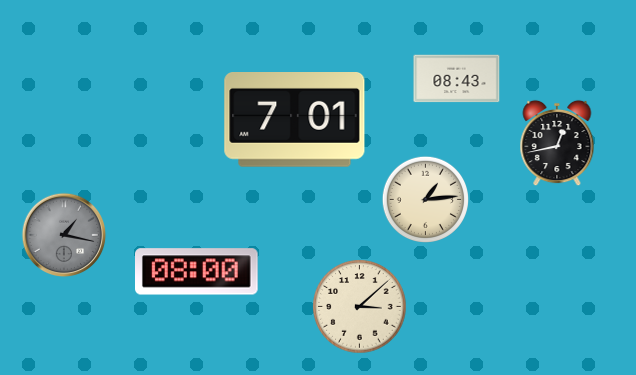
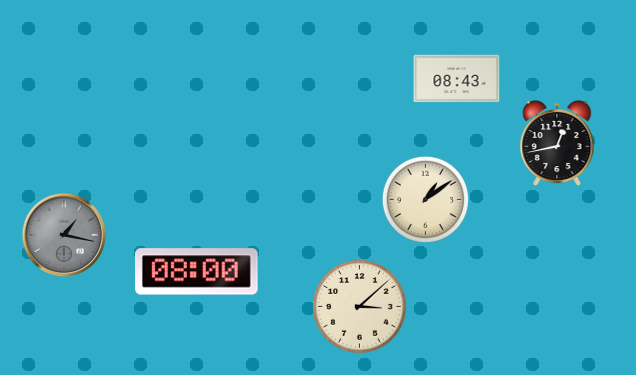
clock at (295, 120): 7:01 -> none
clock at (425, 199): 1:14 -> 1:09
